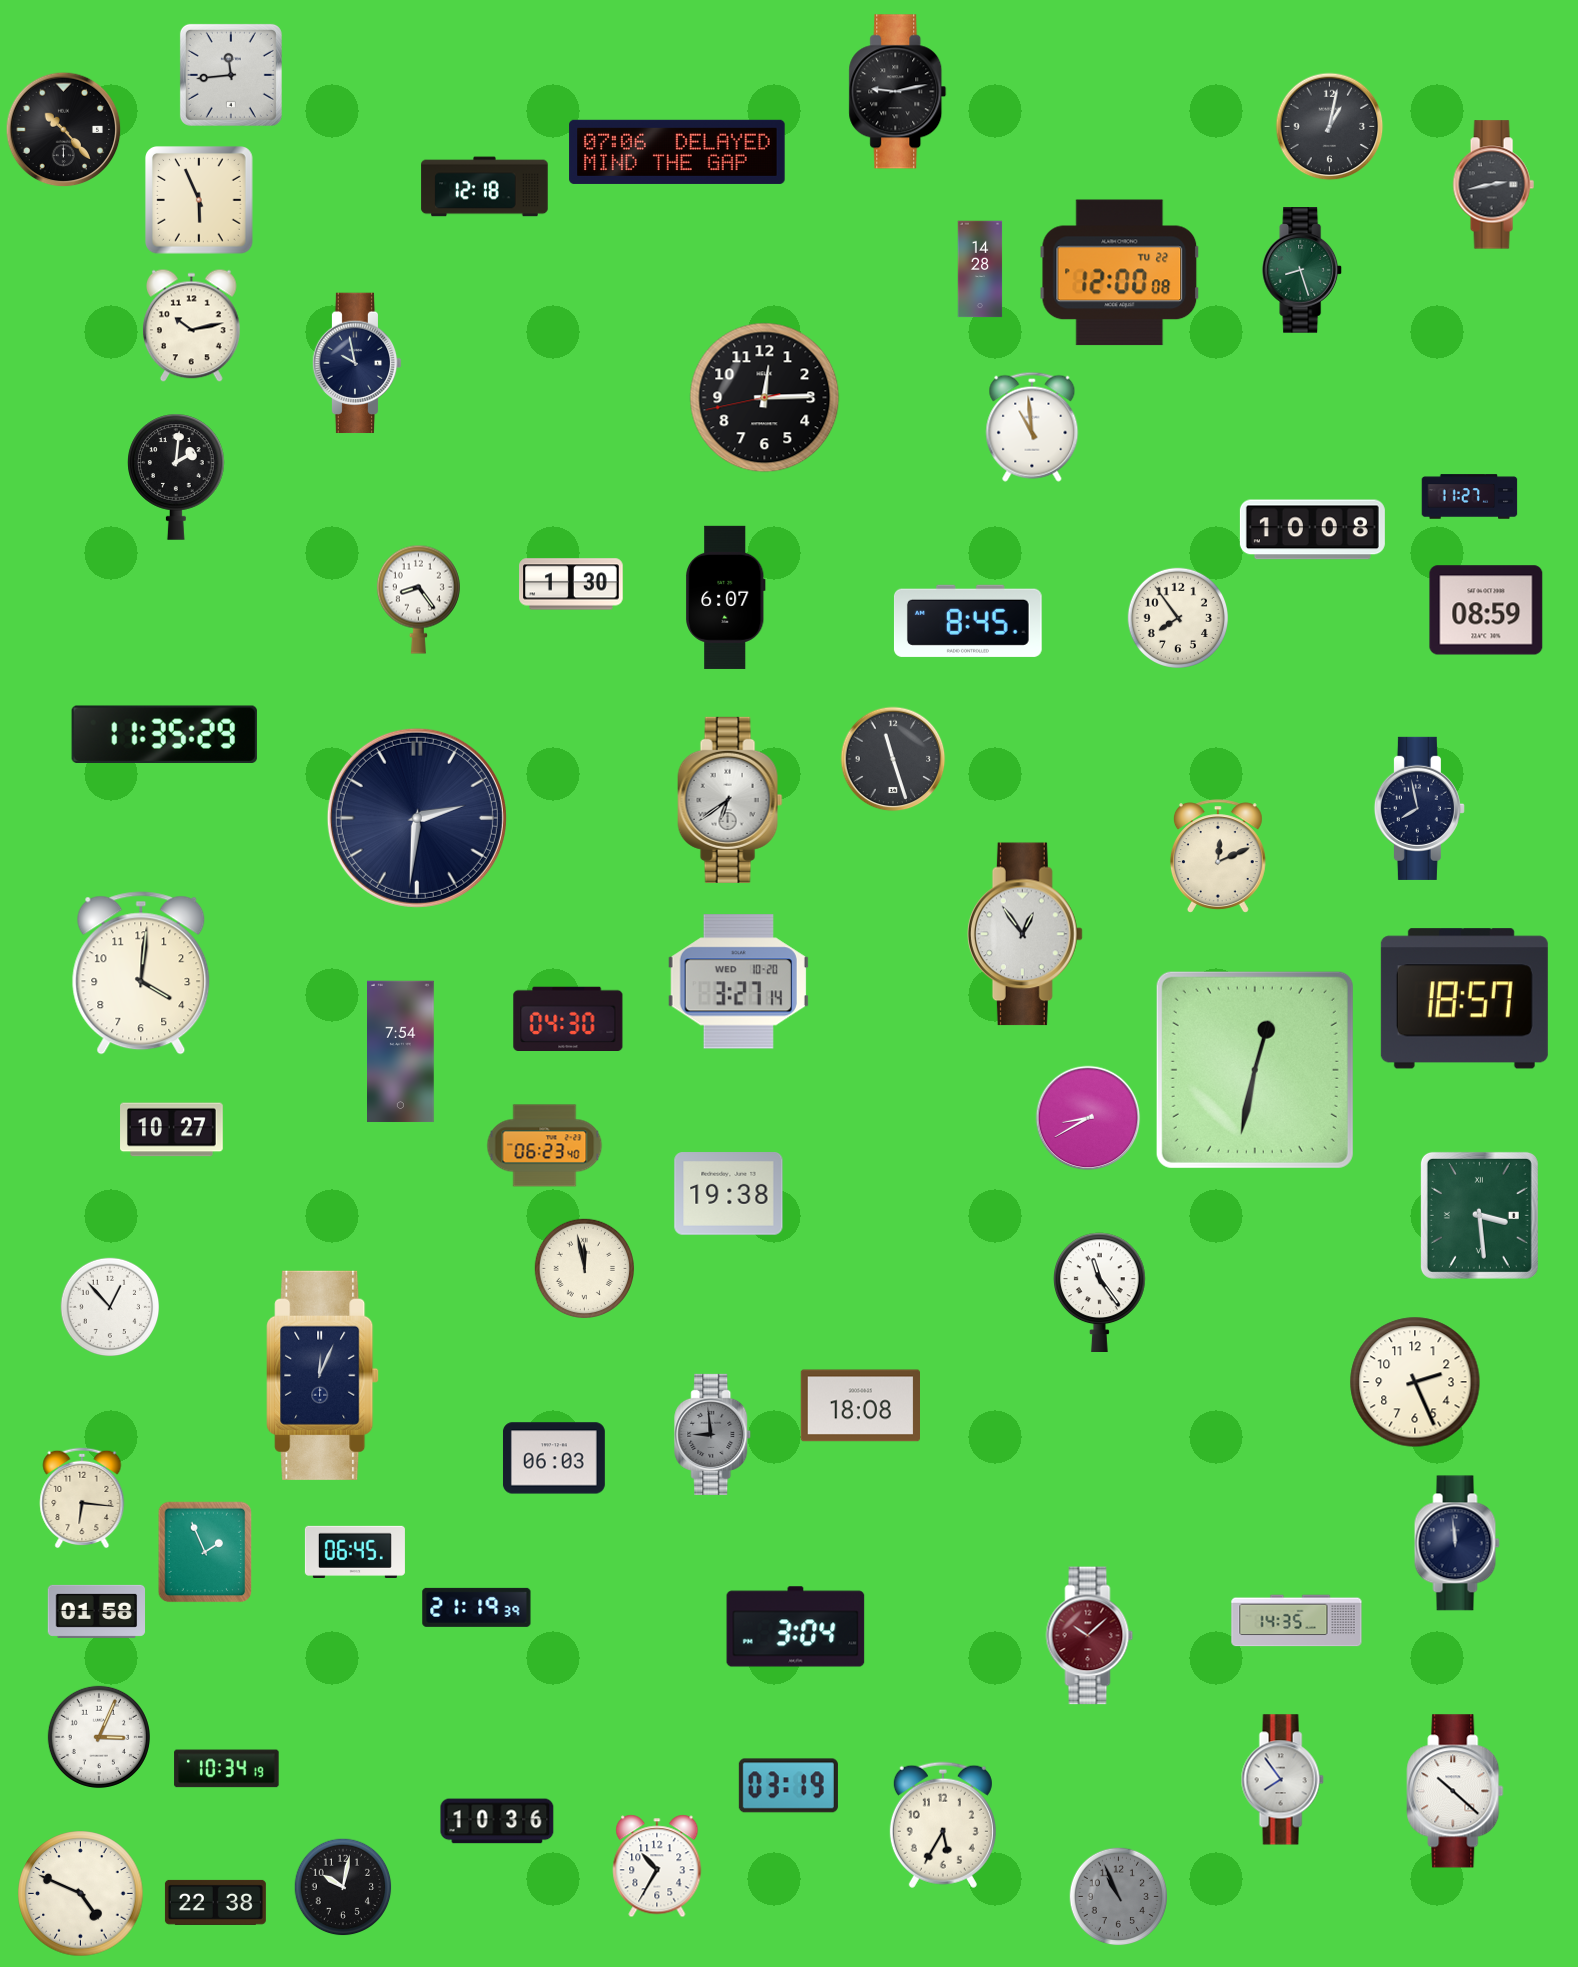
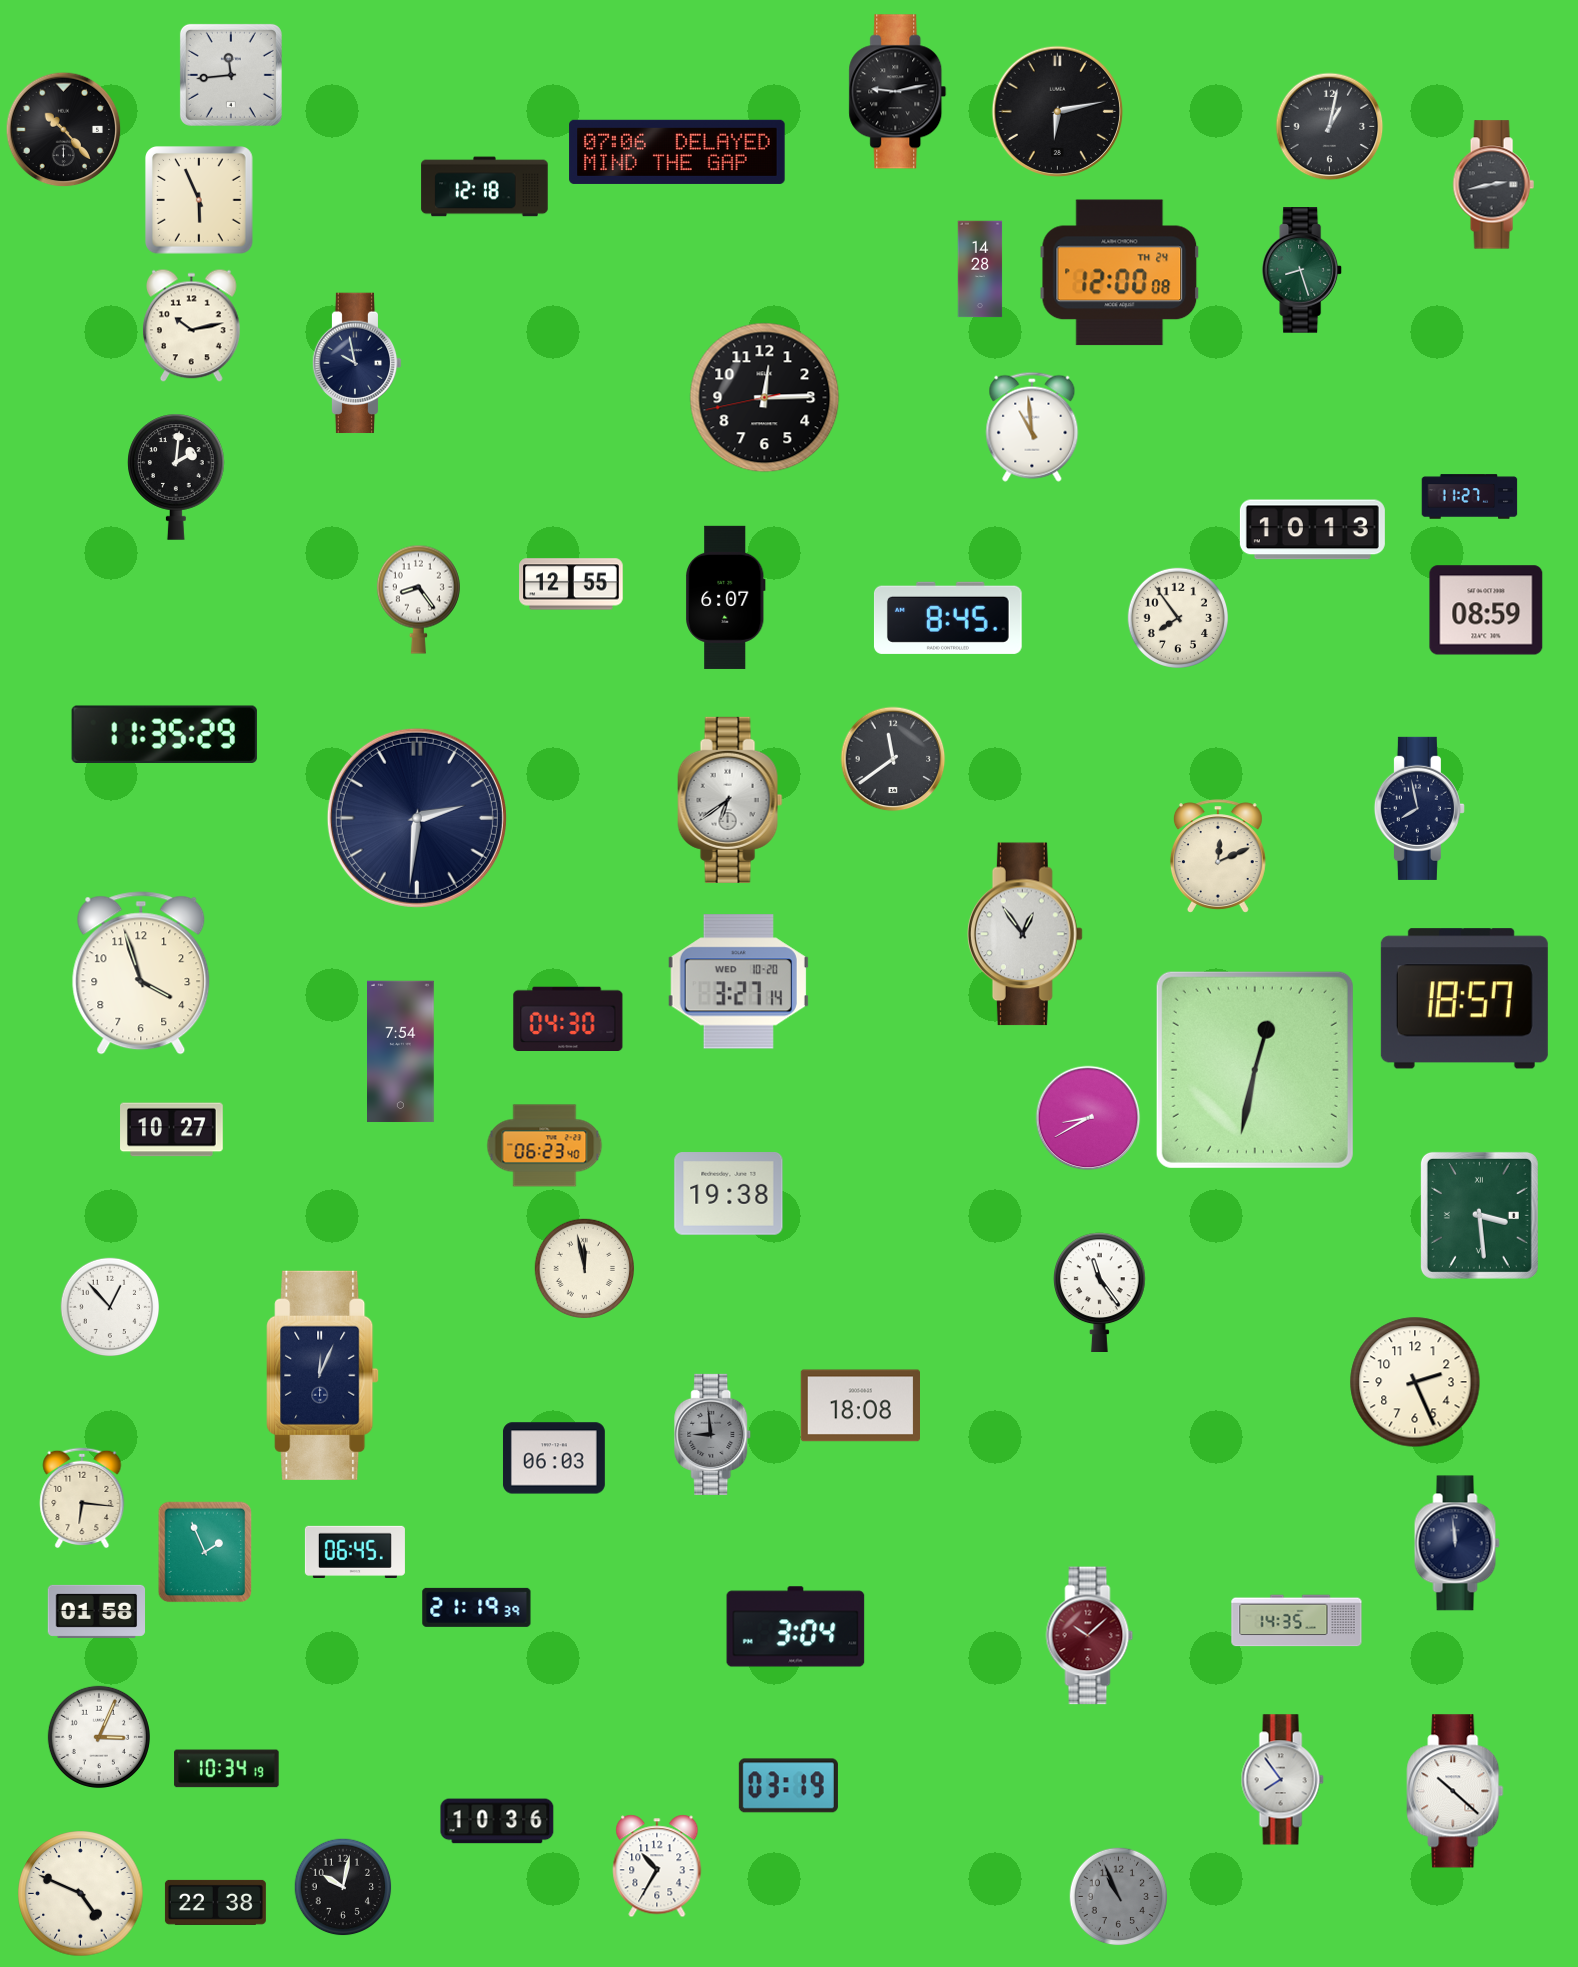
clock at (1057, 111): none -> 6:13
clock at (1120, 273) date: TU 22 -> TH 24
clock at (1312, 530): 10:08 -> 10:13
clock at (571, 584): 1:30 -> 12:55
clock at (968, 621) position: (968, 621) -> (948, 618)
clock at (893, 759): 11:27 -> 11:39
clock at (141, 973): 4:01 -> 3:57
clock at (943, 1825): 5:35 -> none
